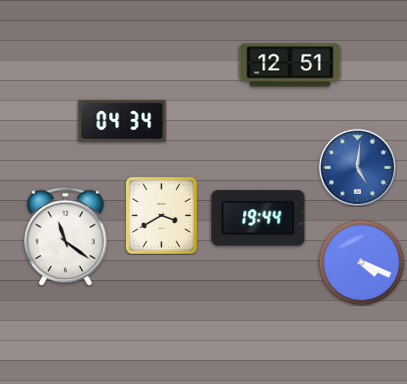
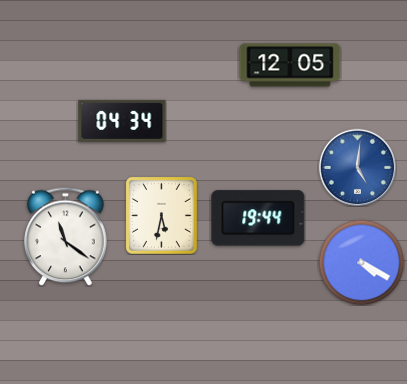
clock at (290, 65): 12:51 -> 12:05
clock at (161, 215): 3:40 -> 5:32
clock at (361, 262): 4:19 -> 4:20
